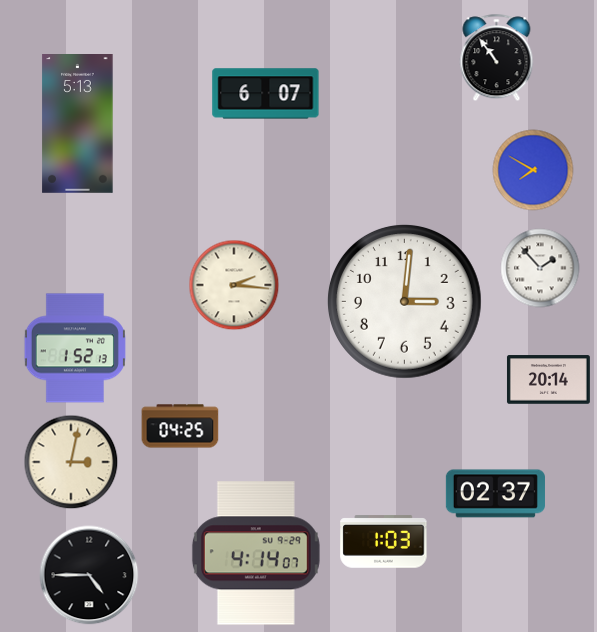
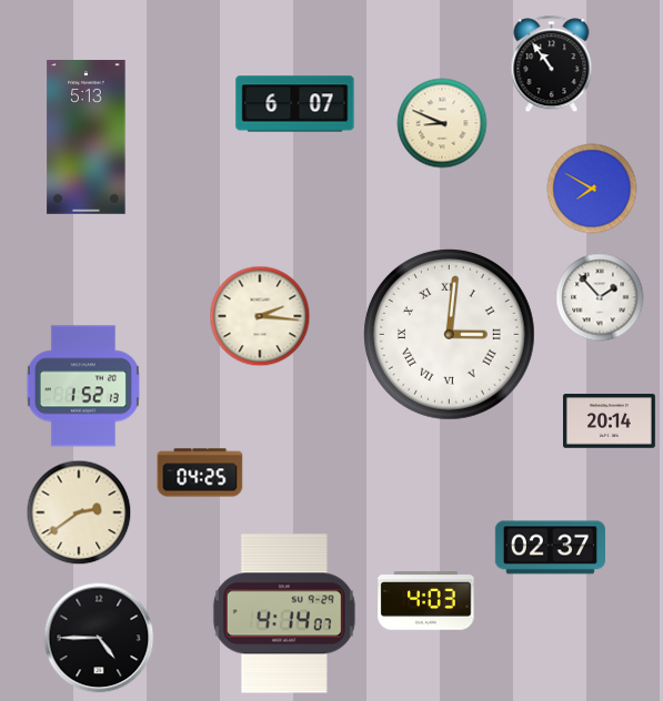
clock at (442, 123): none -> 8:49
clock at (404, 301) numerals: Arabic -> Roman
clock at (71, 462): 3:02 -> 2:39
clock at (384, 542): 1:03 -> 4:03
